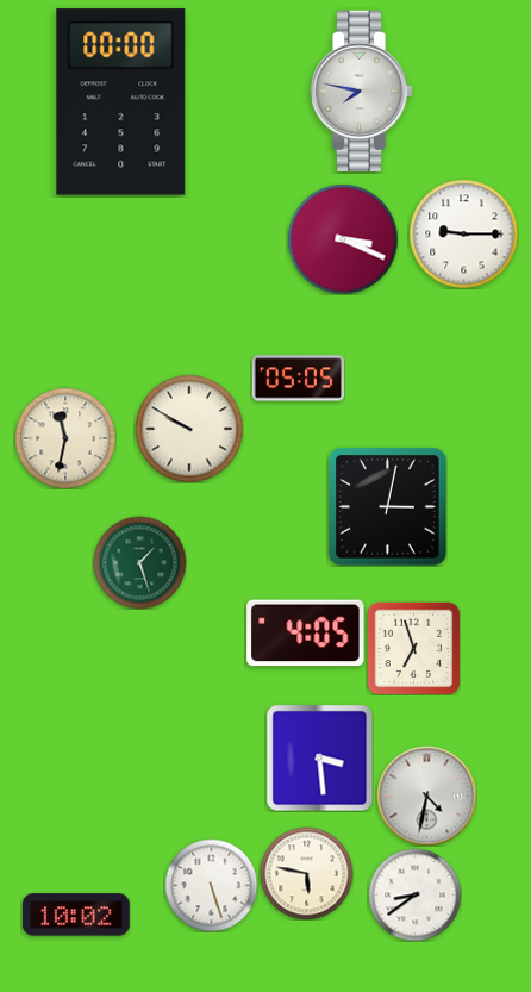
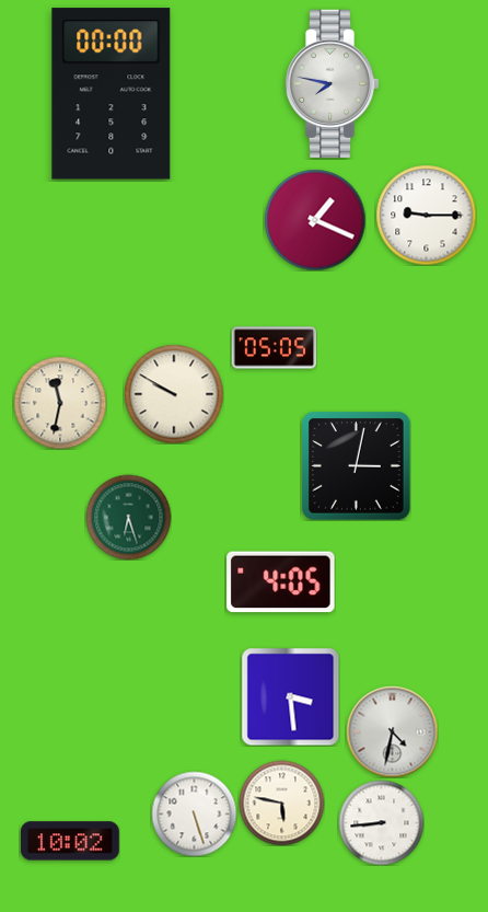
clock at (343, 239): 3:19 -> 1:19
clock at (139, 562): 1:27 -> 6:27
clock at (413, 648): 6:57 -> none
clock at (319, 757) position: (319, 757) -> (290, 696)
clock at (414, 894): 8:39 -> 8:44
